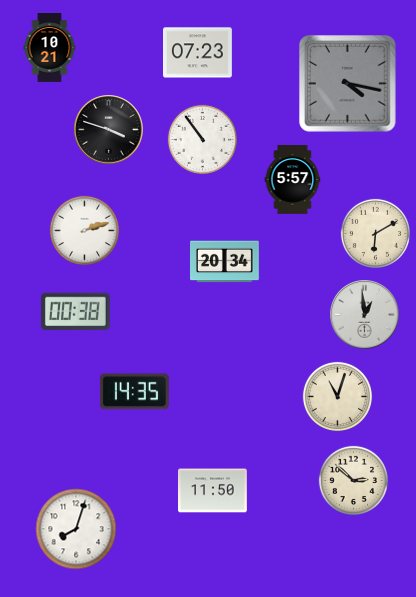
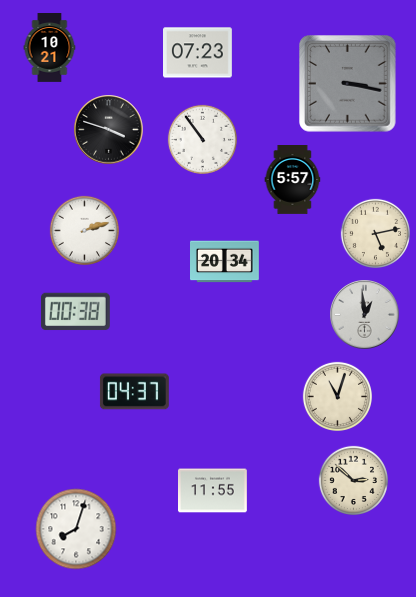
clock at (348, 84): 4:17 -> 3:17
clock at (375, 233): 6:10 -> 5:13
clock at (134, 392): 14:35 -> 04:37
clock at (213, 491): 11:50 -> 11:55
